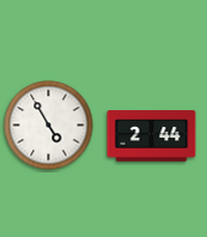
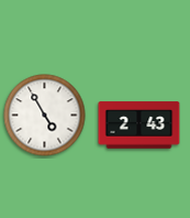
clock at (152, 136): 2:44 -> 2:43
